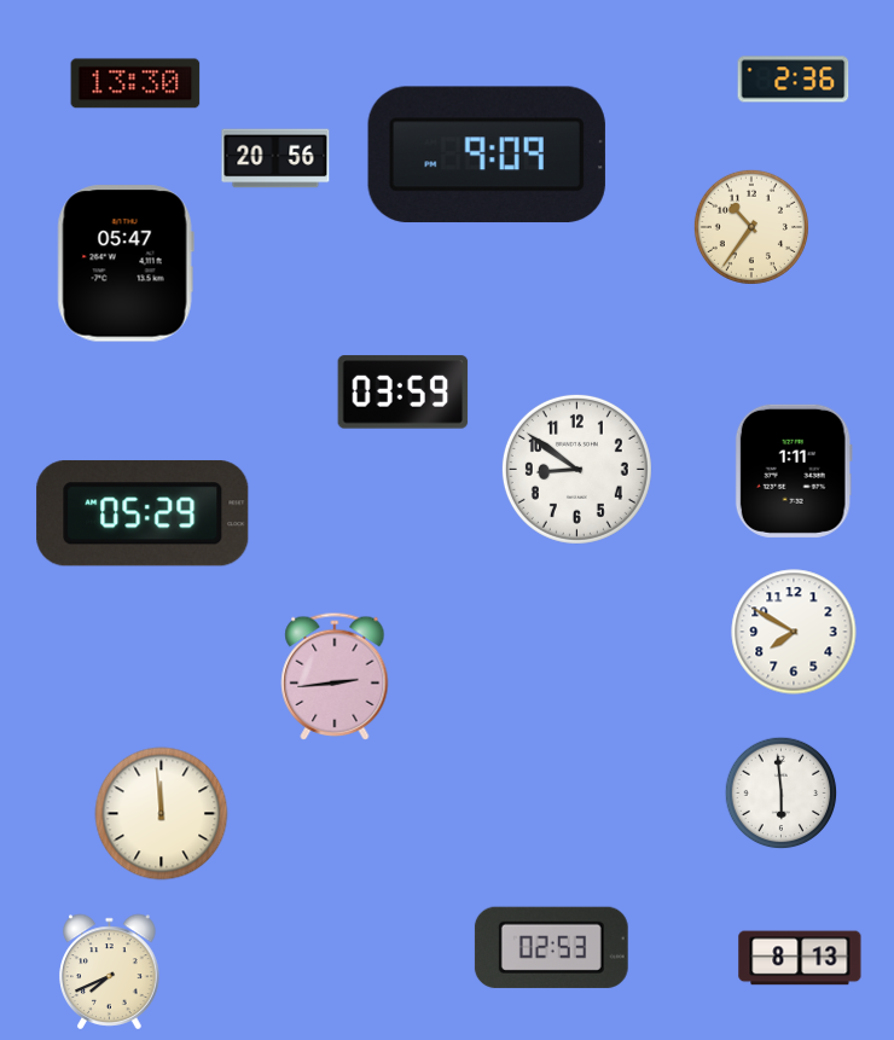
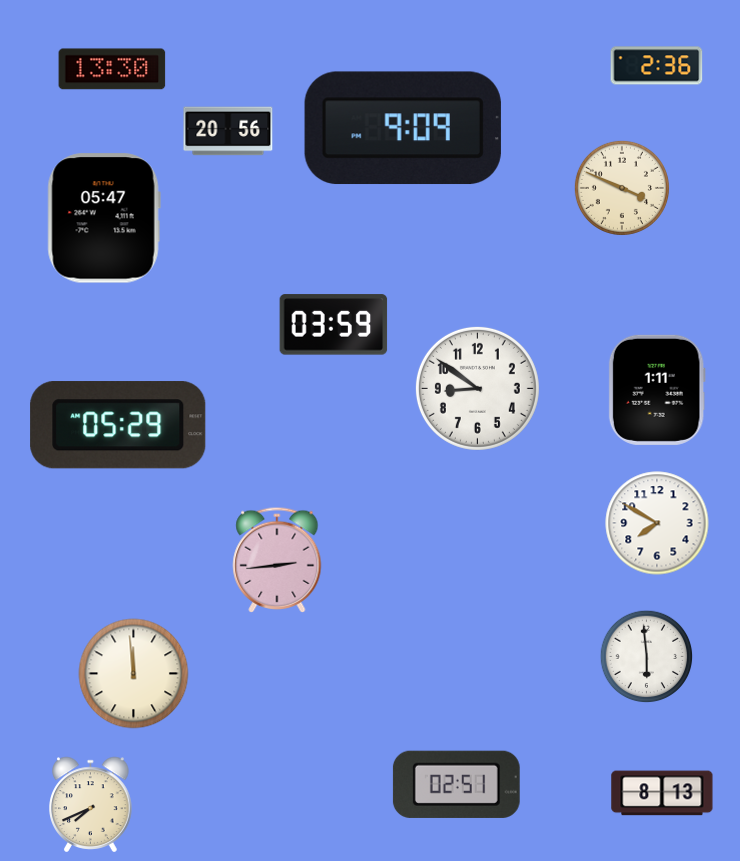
clock at (751, 227): 10:36 -> 3:49
clock at (551, 947): 02:53 -> 02:51
